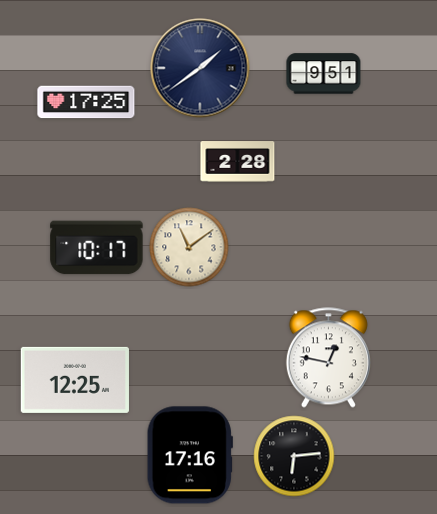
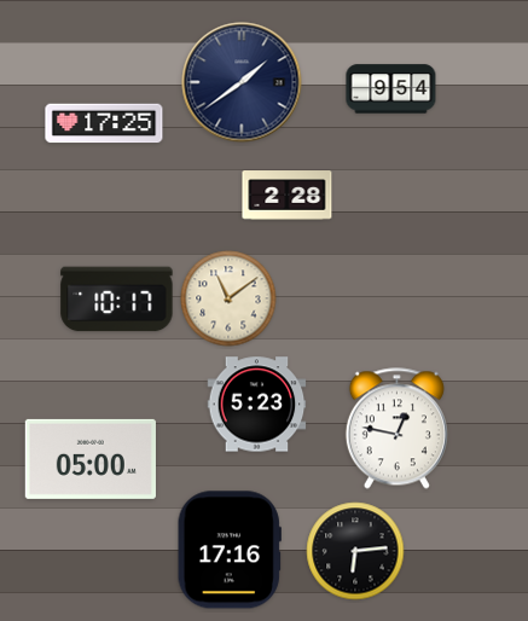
clock at (324, 74): 9:51 -> 9:54
clock at (257, 405): none -> 5:23
clock at (328, 358) position: (328, 358) -> (396, 429)
clock at (75, 380): 12:25 -> 05:00
